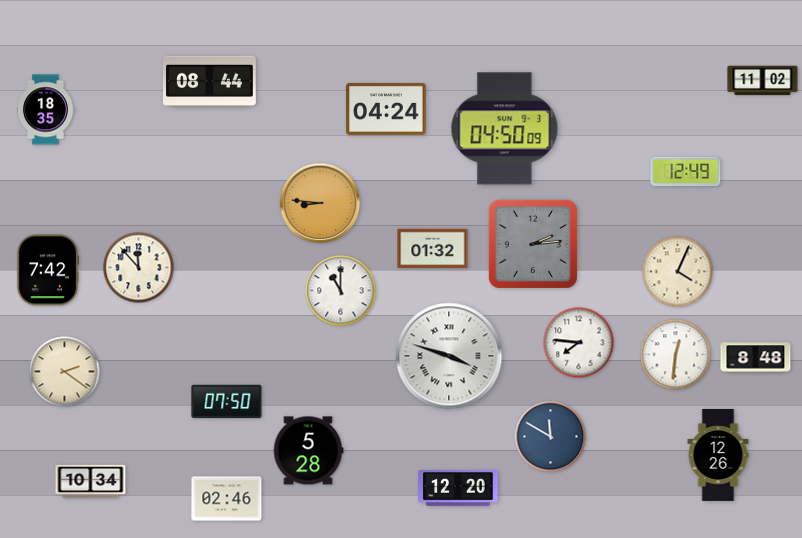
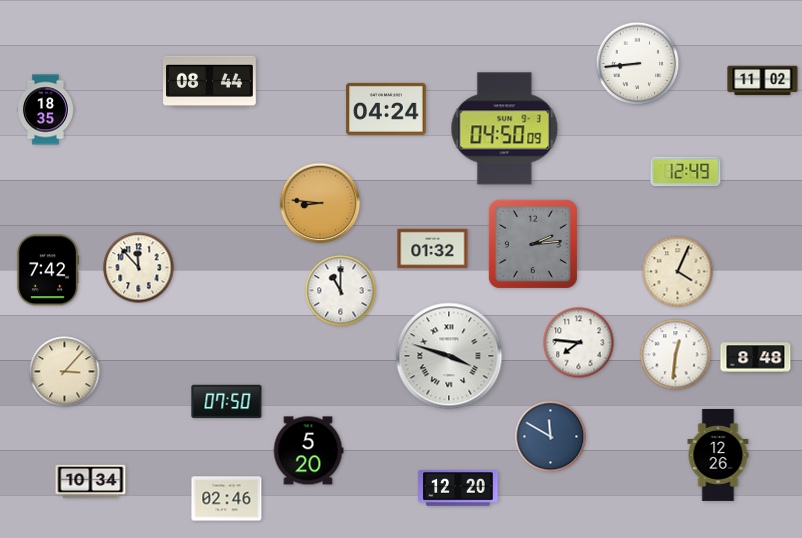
clock at (638, 64): none -> 8:44
clock at (65, 372): 2:21 -> 3:07
clock at (308, 451): 5:28 -> 5:20
